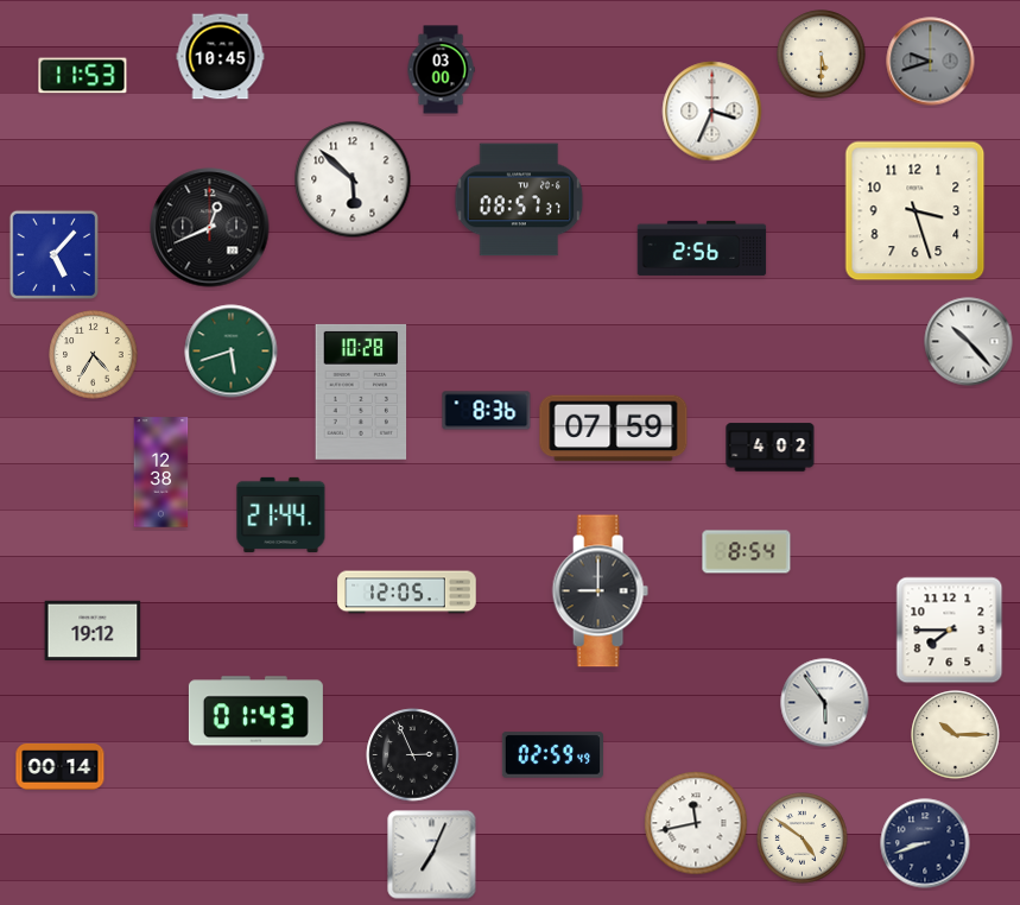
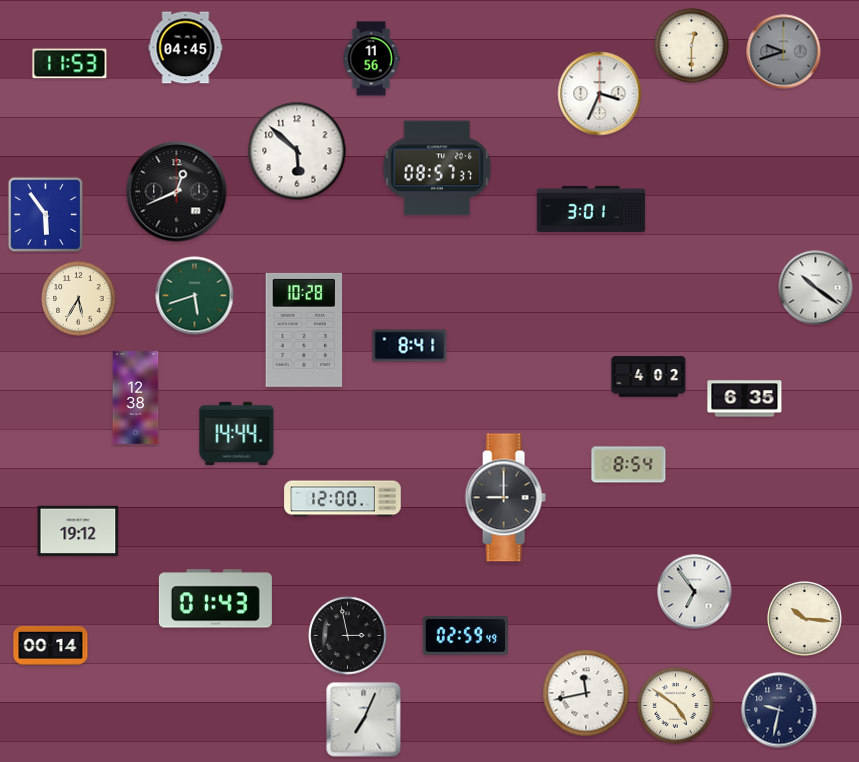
clock at (822, 55): 5:30 -> 12:30
clock at (221, 57): 10:45 -> 04:45
clock at (441, 70): 03:00 -> 11:56
clock at (916, 211): 3:27 -> none
clock at (702, 248): 2:56 -> 3:01
clock at (53, 254): 5:07 -> 5:54
clock at (969, 342): 10:23 -> 10:21
clock at (94, 355): 4:35 -> 5:35
clock at (487, 411): 8:36 -> 8:41
clock at (614, 429): 07:59 -> none
clock at (745, 399): none -> 6:35
clock at (281, 514): 21:44 -> 14:44
clock at (407, 593): 12:05 -> 12:00
clock at (950, 631): 7:45 -> none
clock at (825, 703): 5:54 -> 6:54
clock at (956, 735): 10:15 -> 10:16
clock at (413, 755): 2:56 -> 2:58
clock at (925, 843): 8:42 -> 9:32
